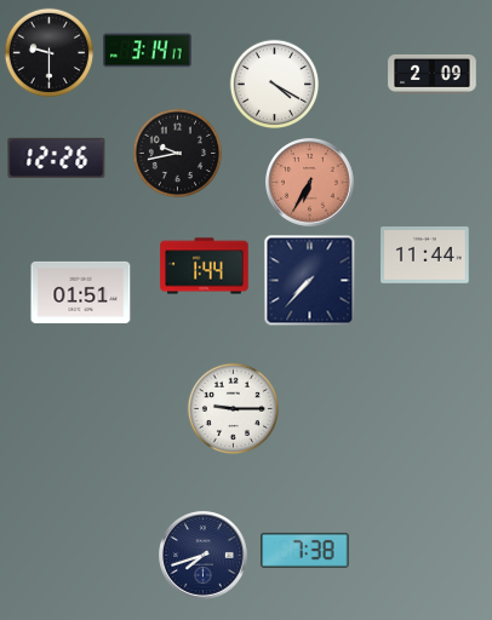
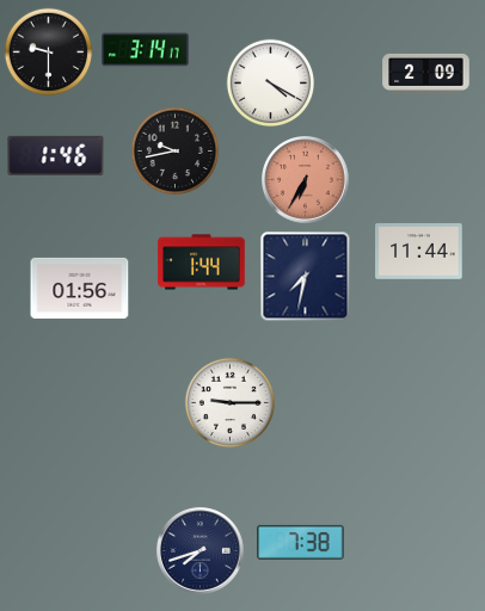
clock at (57, 157): 12:26 -> 1:46
clock at (310, 281): 7:37 -> 7:32
clock at (81, 292): 01:51 -> 01:56
clock at (204, 556) position: (204, 556) -> (201, 551)
